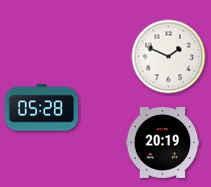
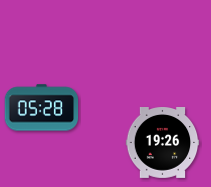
clock at (169, 57): 1:49 -> none
clock at (163, 143): 20:19 -> 19:26
